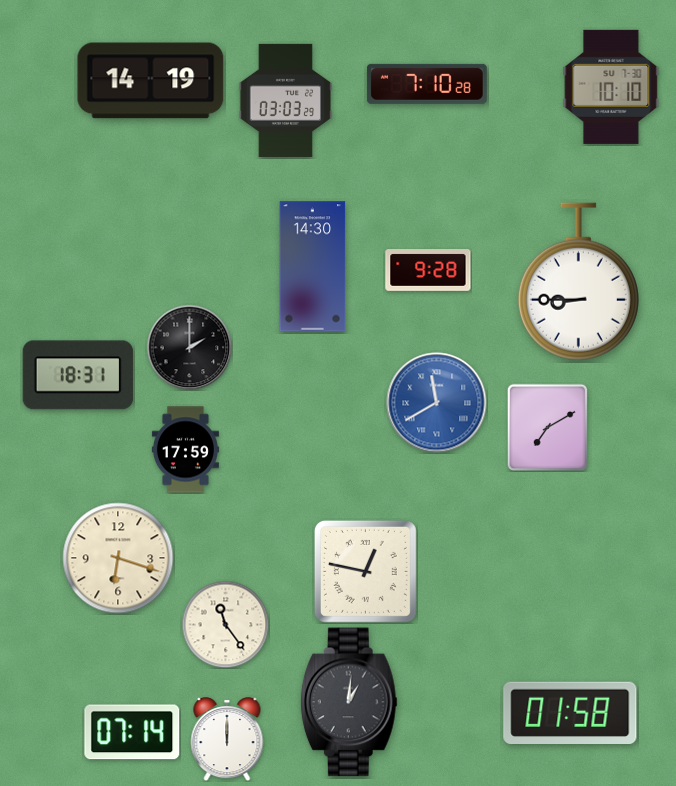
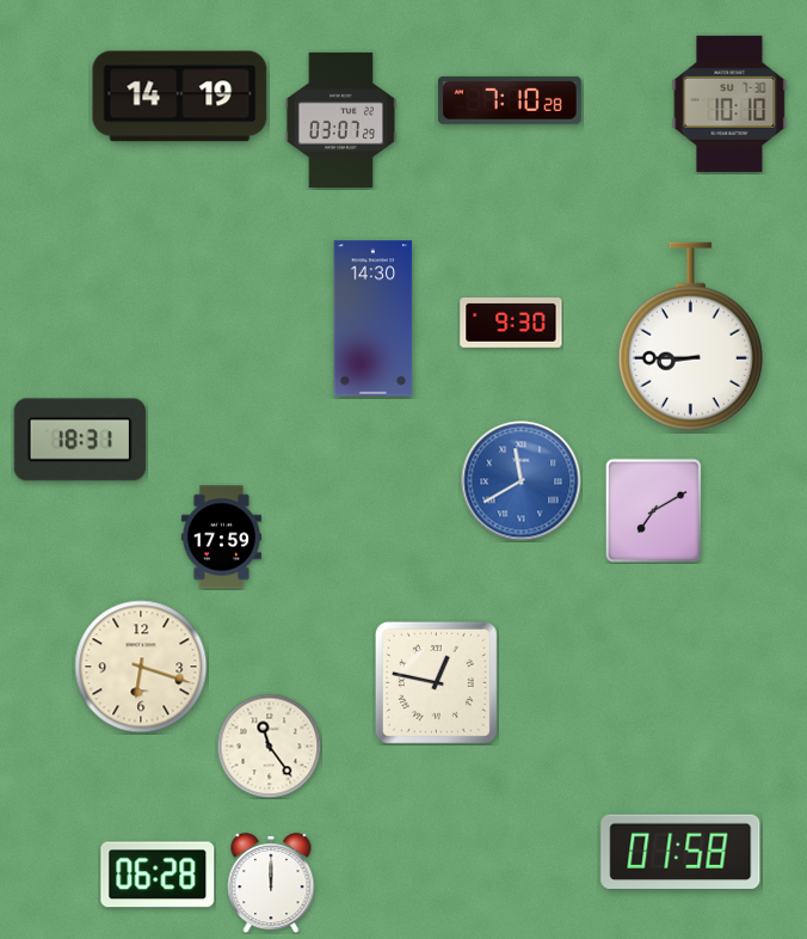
clock at (286, 100): 03:03 -> 03:07
clock at (428, 271): 9:28 -> 9:30
clock at (189, 347): 2:00 -> none
clock at (78, 375) position: (78, 375) -> (80, 440)
clock at (349, 702): 1:01 -> none
clock at (132, 732): 07:14 -> 06:28
